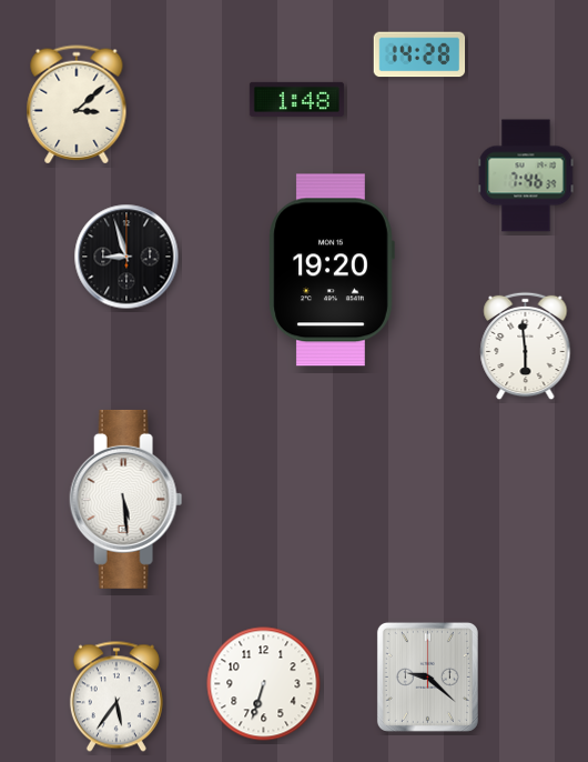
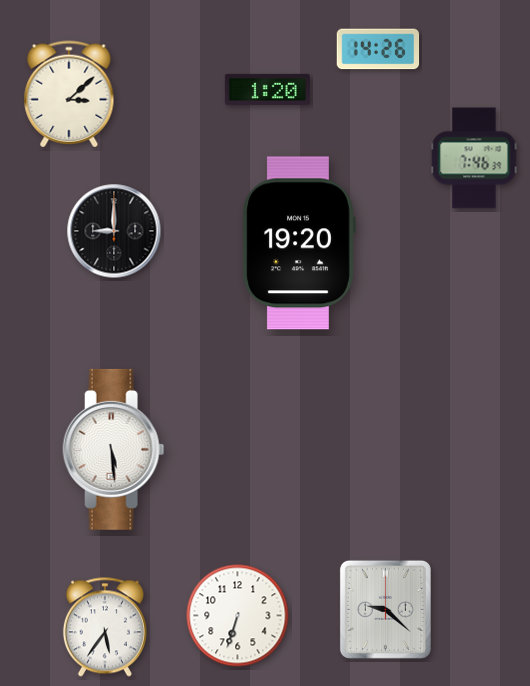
clock at (419, 54): 14:28 -> 14:26
clock at (296, 99): 1:48 -> 1:20
clock at (126, 257): 8:57 -> 9:00
clock at (526, 347): 5:59 -> none
